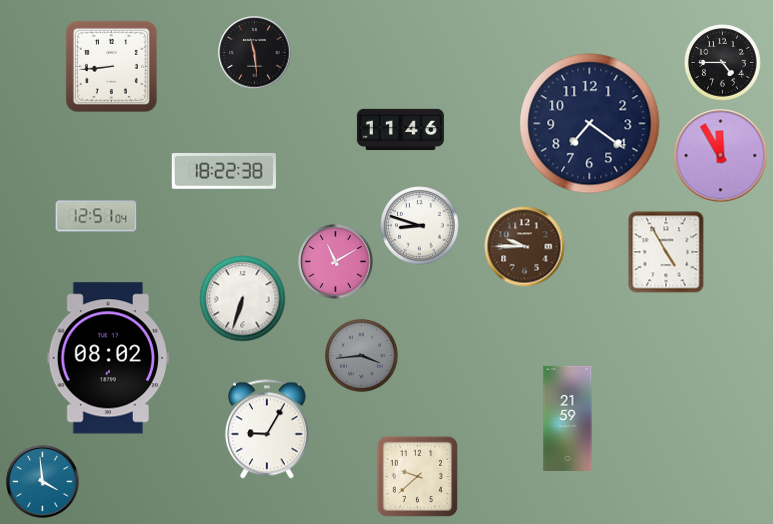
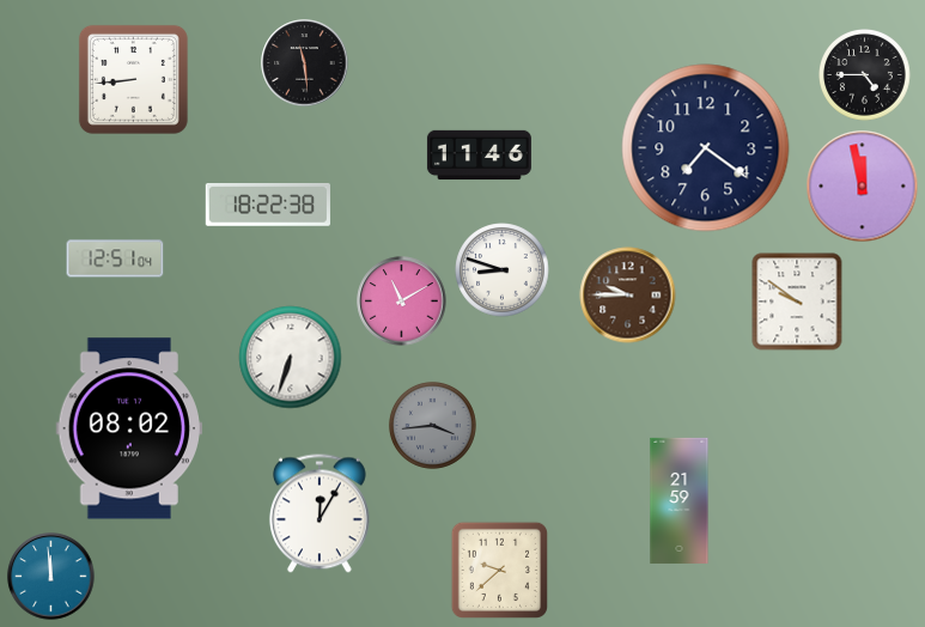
clock at (721, 156): 11:55 -> 11:58
clock at (666, 252): 4:55 -> 9:51
clock at (336, 262) position: (336, 262) -> (402, 302)
clock at (267, 429): 9:05 -> 12:05
clock at (43, 482): 3:59 -> 11:59
